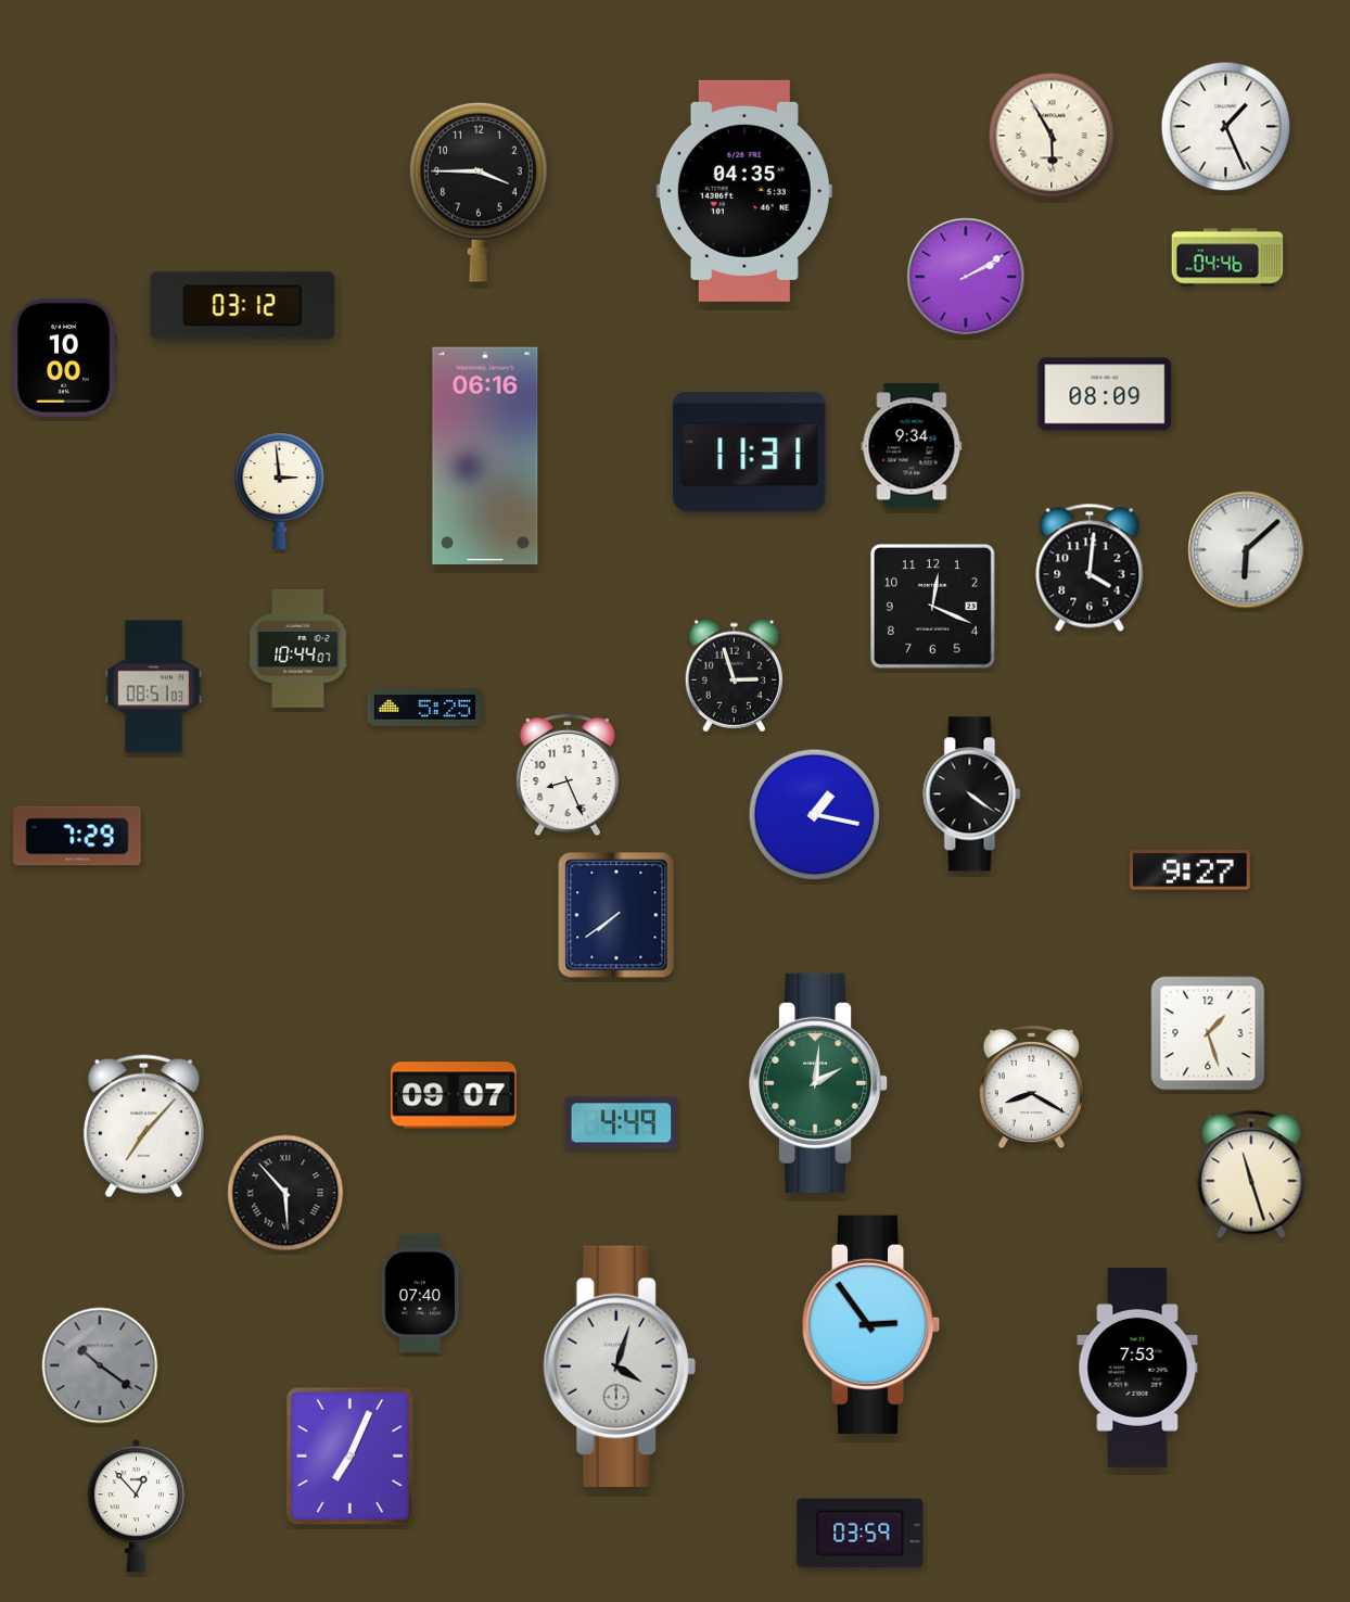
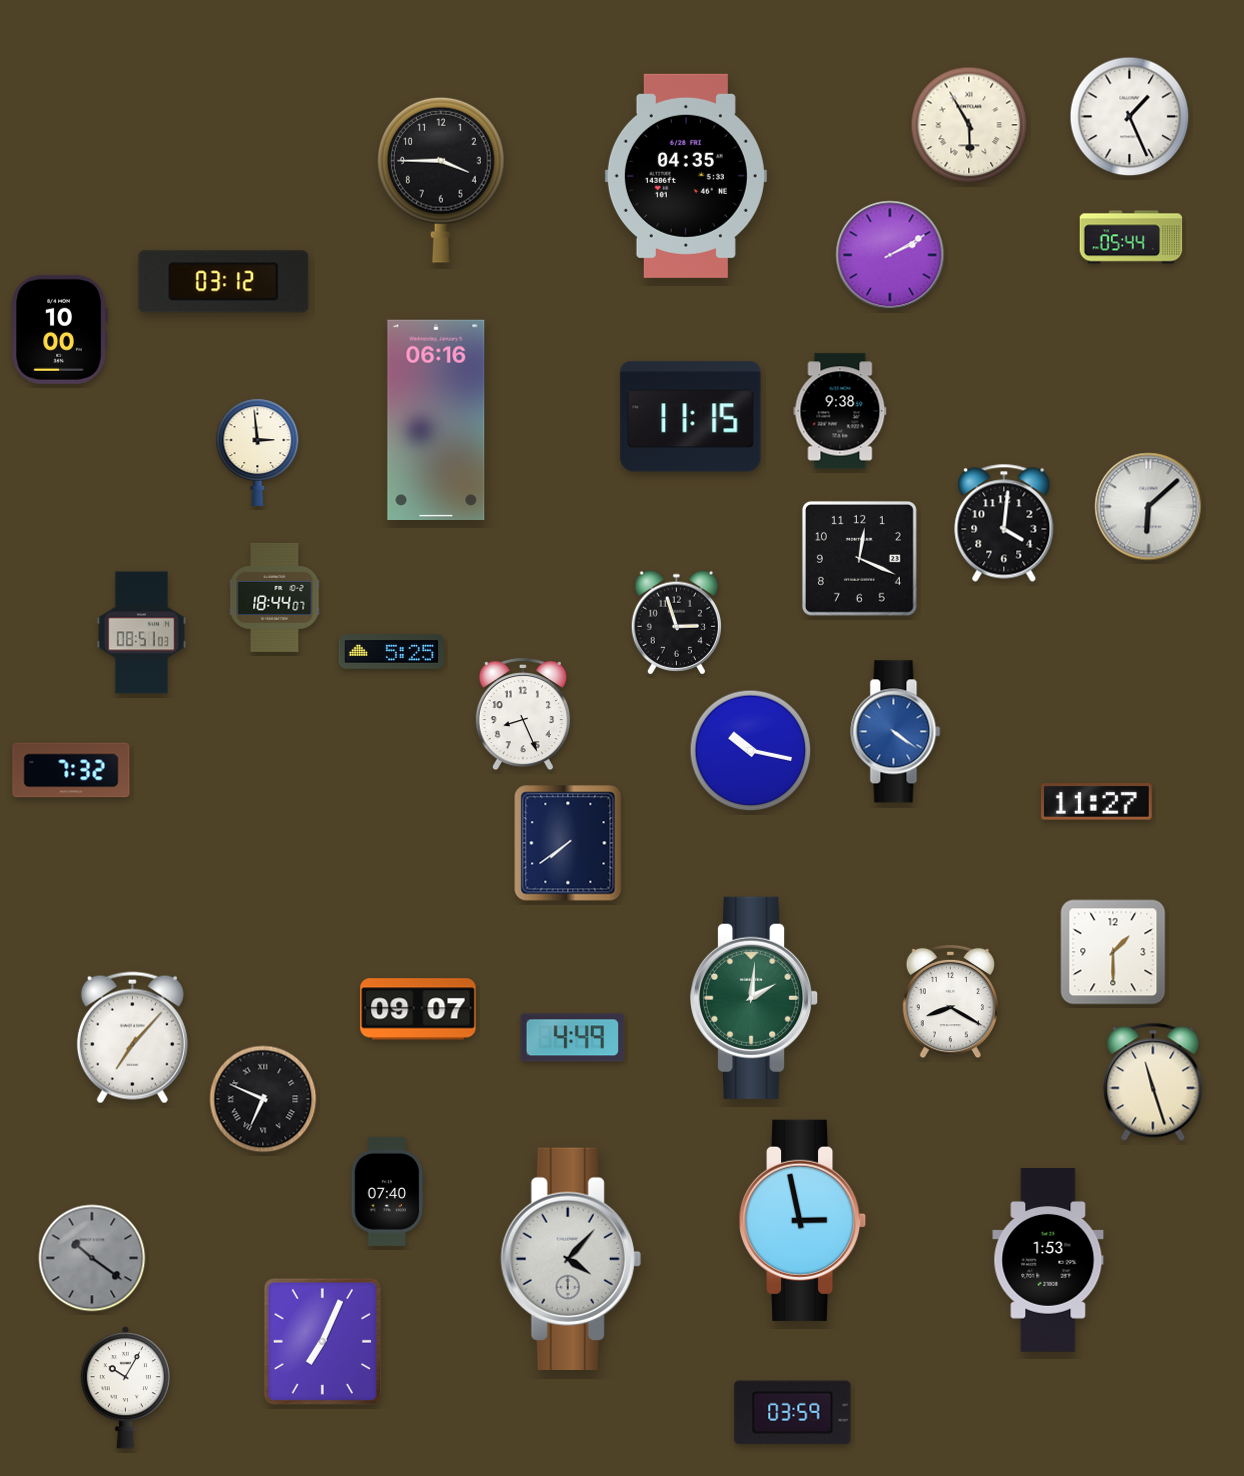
clock at (480, 192) position: (480, 192) -> (442, 180)
clock at (1227, 257): 04:46 -> 05:44
clock at (1105, 394): 08:09 -> none
clock at (912, 446): 9:34 -> 9:38
clock at (750, 453): 11:31 -> 11:15
clock at (485, 455) position: (485, 455) -> (436, 419)
clock at (298, 648): 10:44 -> 18:44
clock at (972, 794) dial: black -> blue
clock at (815, 815): 1:17 -> 10:17
clock at (77, 836): 7:29 -> 7:32
clock at (1189, 870): 9:27 -> 11:27
clock at (1208, 1033): 1:27 -> 1:30
clock at (622, 1123) position: (622, 1123) -> (573, 1038)
clock at (285, 1193): 5:53 -> 6:49
clock at (871, 1324): 2:54 -> 2:58
clock at (620, 1365): 4:03 -> 4:07
clock at (1137, 1368): 7:53 -> 1:53
clock at (136, 1506): 12:53 -> 10:05
